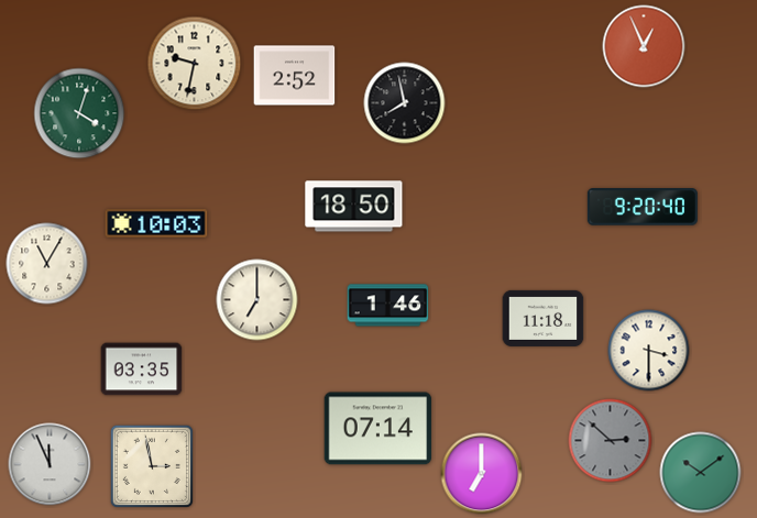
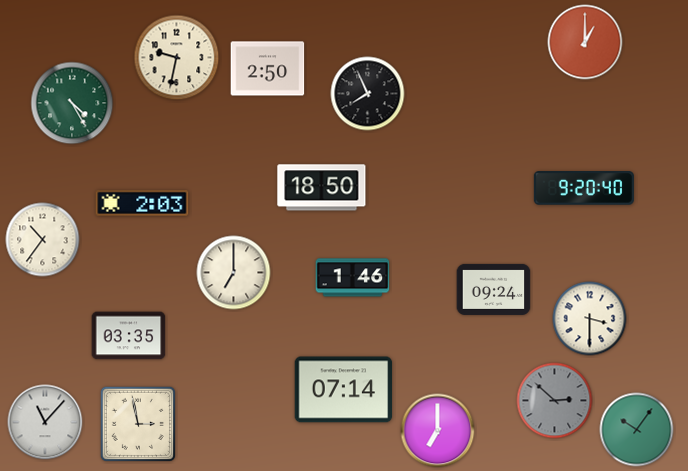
clock at (644, 46): 12:56 -> 1:00
clock at (295, 76): 2:52 -> 2:50
clock at (405, 103): 7:58 -> 7:56
clock at (79, 113): 4:03 -> 4:25
clock at (156, 224): 10:03 -> 2:03
clock at (47, 264): 11:05 -> 10:36
clock at (544, 318): 11:18 -> 09:24
clock at (50, 464): 11:56 -> 11:07
clock at (701, 473): 10:09 -> 10:06
